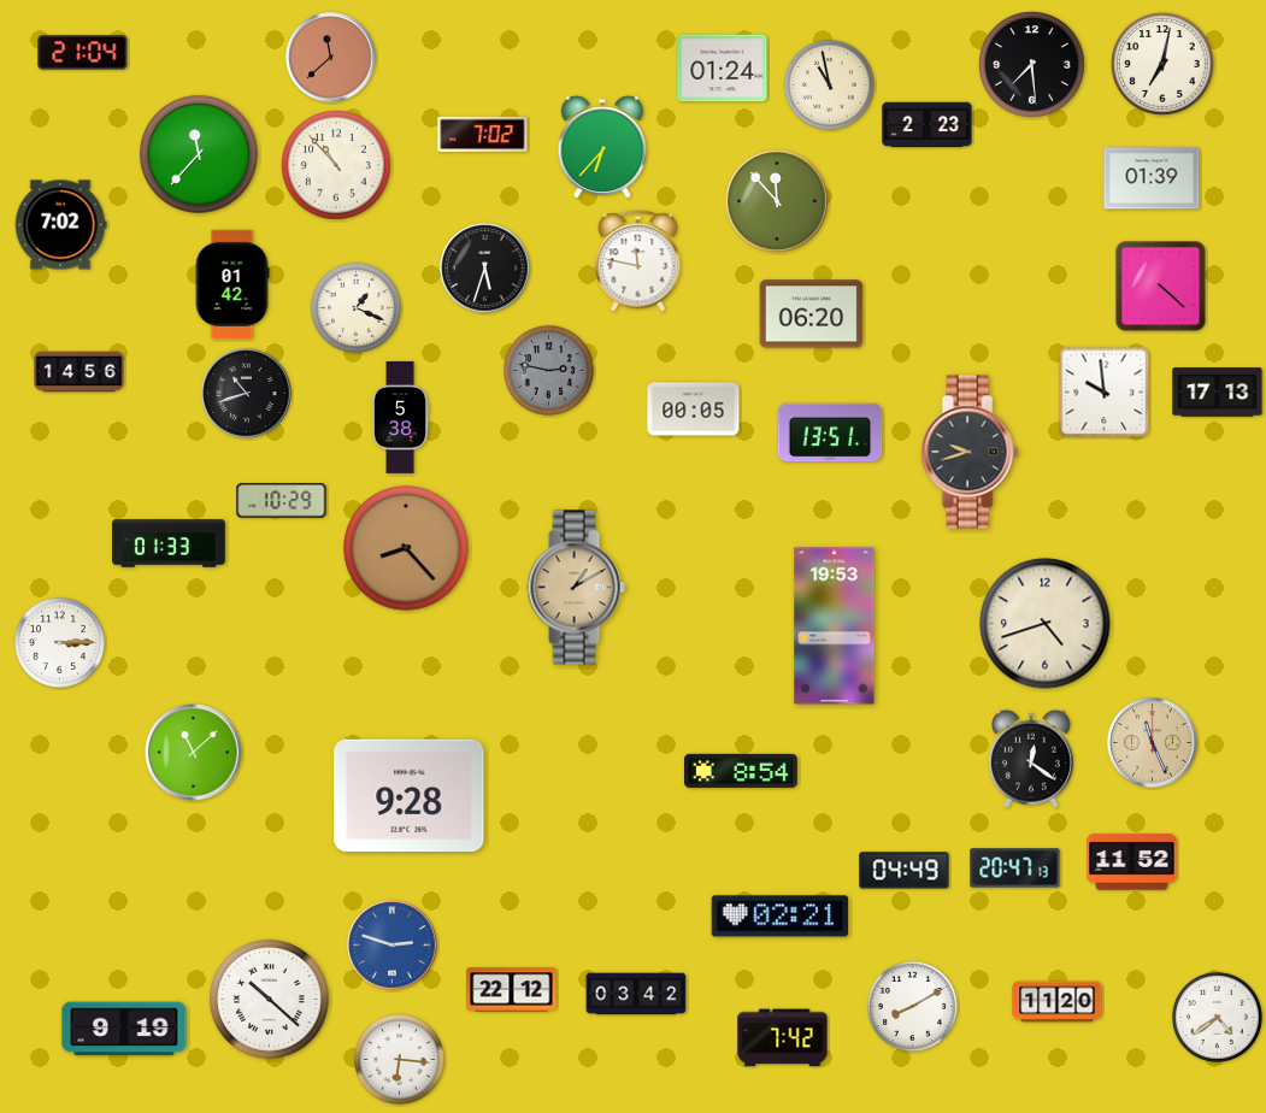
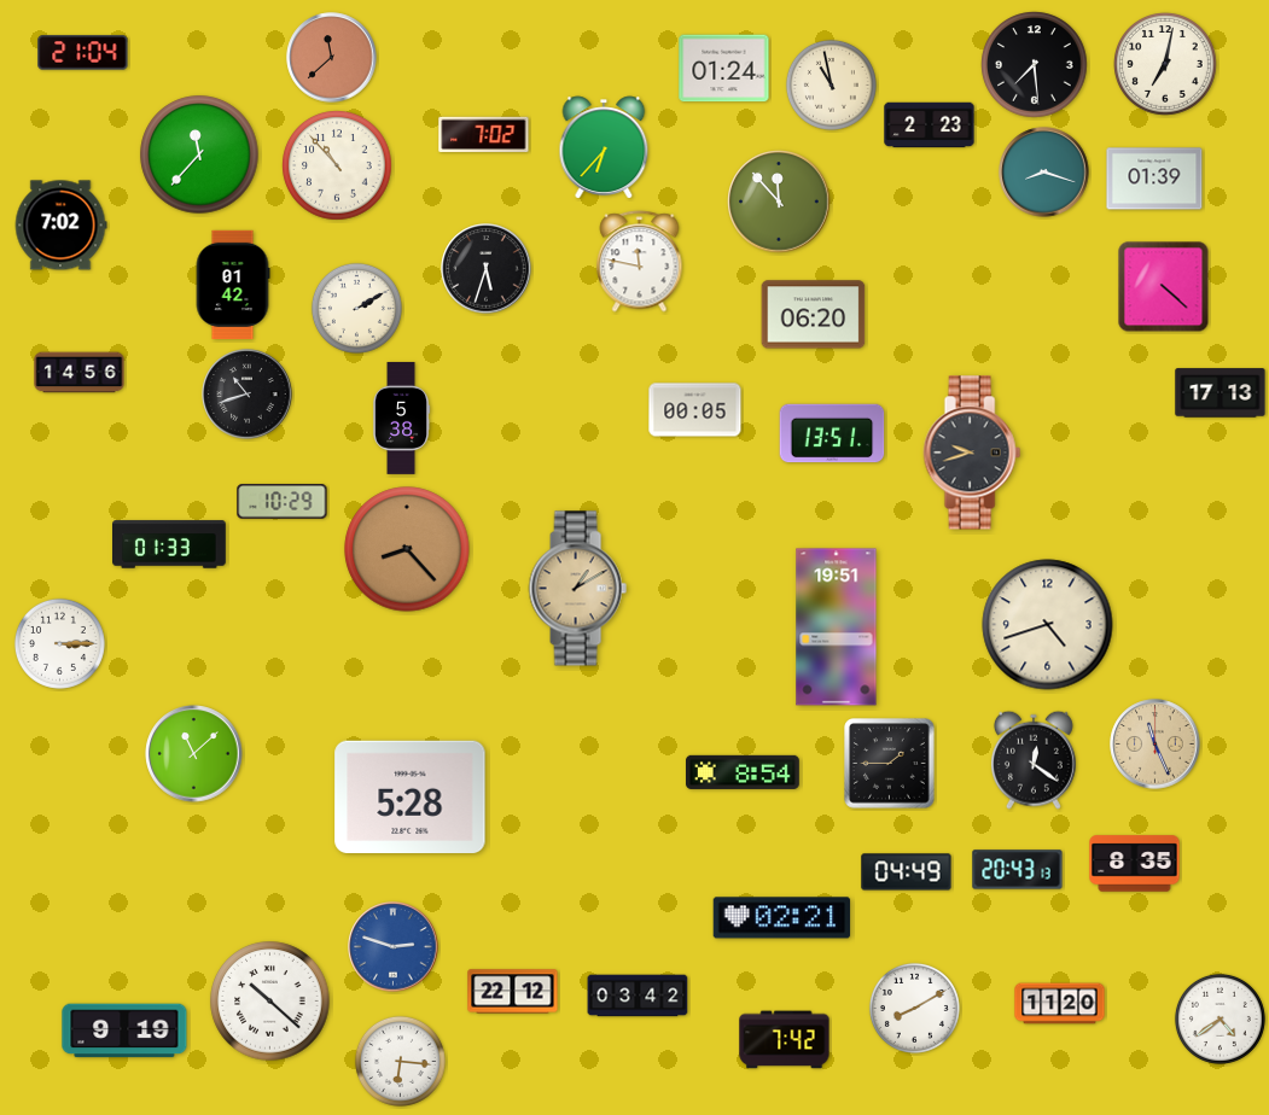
clock at (1044, 173): none -> 8:18
clock at (355, 307): 1:19 -> 2:10
clock at (548, 370): 2:47 -> none
clock at (1105, 393): 9:59 -> none
clock at (835, 626): 19:53 -> 19:51
clock at (890, 764): none -> 1:45
clock at (410, 795): 9:28 -> 5:28
clock at (1132, 862): 11:52 -> 8:35
clock at (1015, 868): 20:47 -> 20:43
